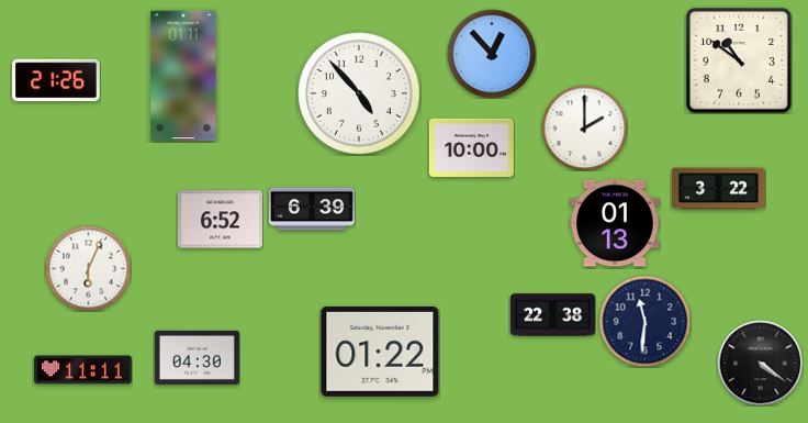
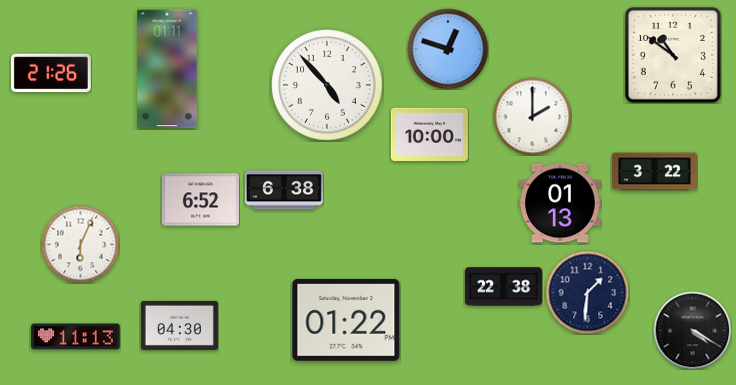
clock at (492, 54): 12:53 -> 12:48
clock at (312, 209): 6:39 -> 6:38
clock at (644, 321): 11:31 -> 1:31
clock at (760, 363): 4:21 -> 4:20
clock at (83, 370): 11:11 -> 11:13
